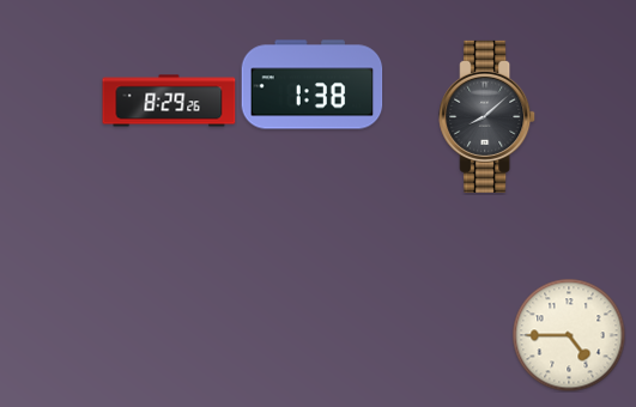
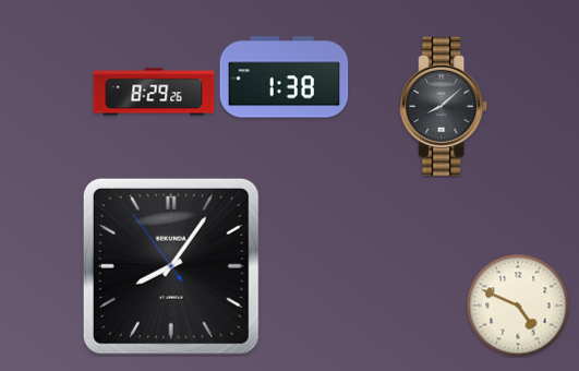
clock at (171, 266): none -> 8:05
clock at (569, 335): 4:45 -> 4:49
